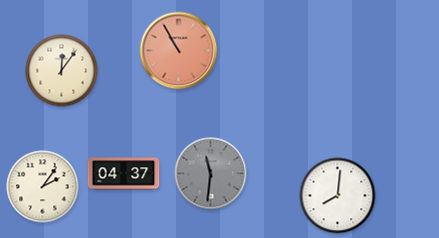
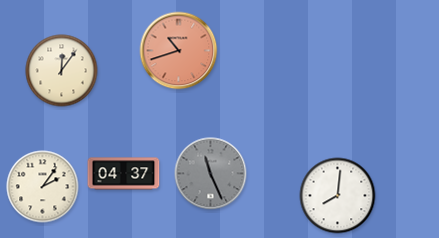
clock at (179, 51): 10:55 -> 10:42
clock at (211, 174): 11:31 -> 11:26
